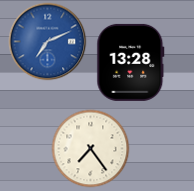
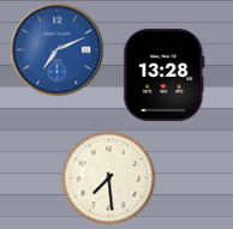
clock at (131, 62) position: (131, 62) -> (165, 74)
clock at (90, 148): 7:24 -> 7:29
